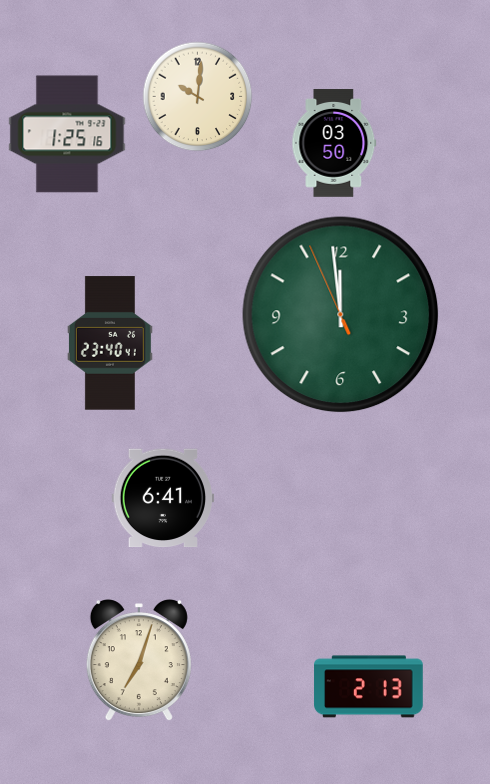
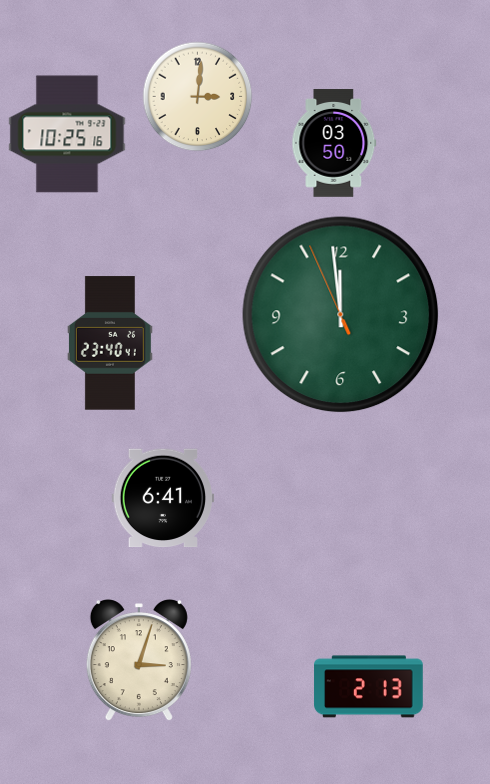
clock at (198, 97): 10:01 -> 3:01
clock at (67, 134): 1:25 -> 10:25
clock at (139, 661): 7:03 -> 3:03
